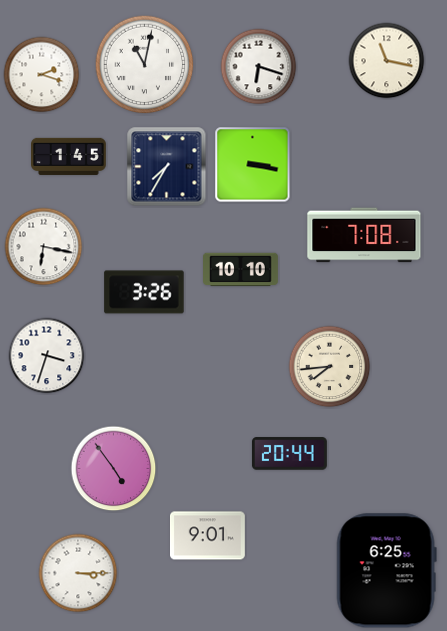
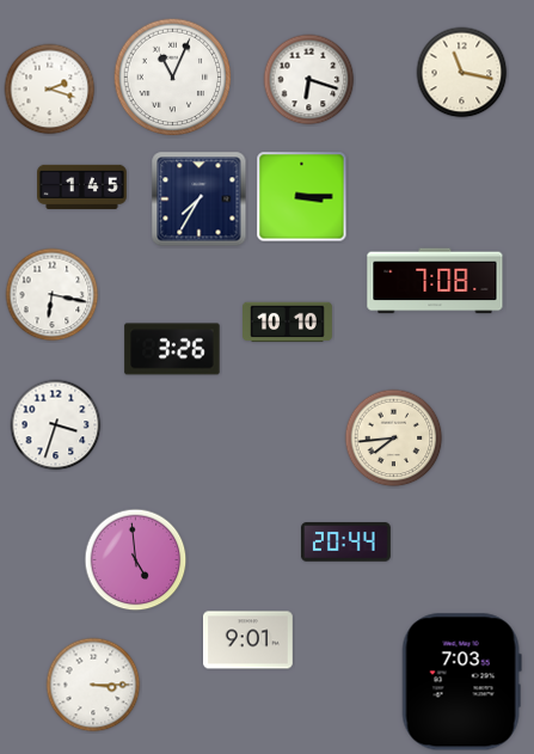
clock at (145, 65): 11:02 -> 11:04
clock at (253, 165): 3:17 -> 3:15
clock at (114, 469): 4:54 -> 4:59
clock at (386, 571): 6:25 -> 7:03
